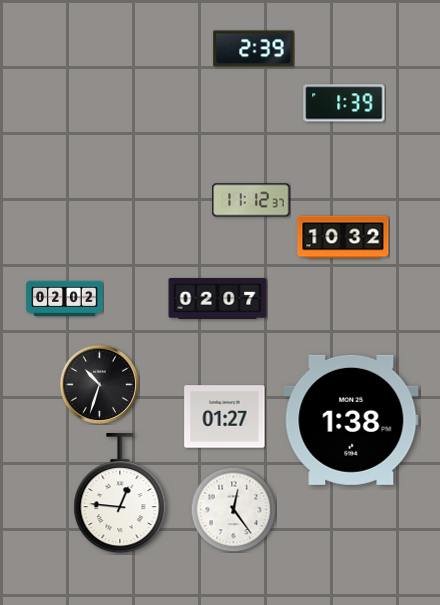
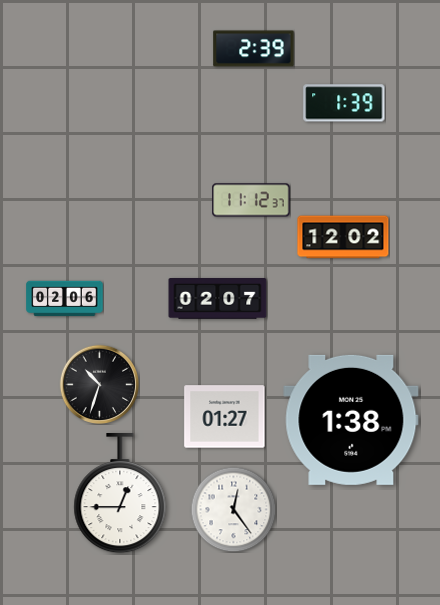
clock at (343, 237): 10:32 -> 12:02
clock at (65, 299): 02:02 -> 02:06
clock at (120, 494): 12:46 -> 12:45
